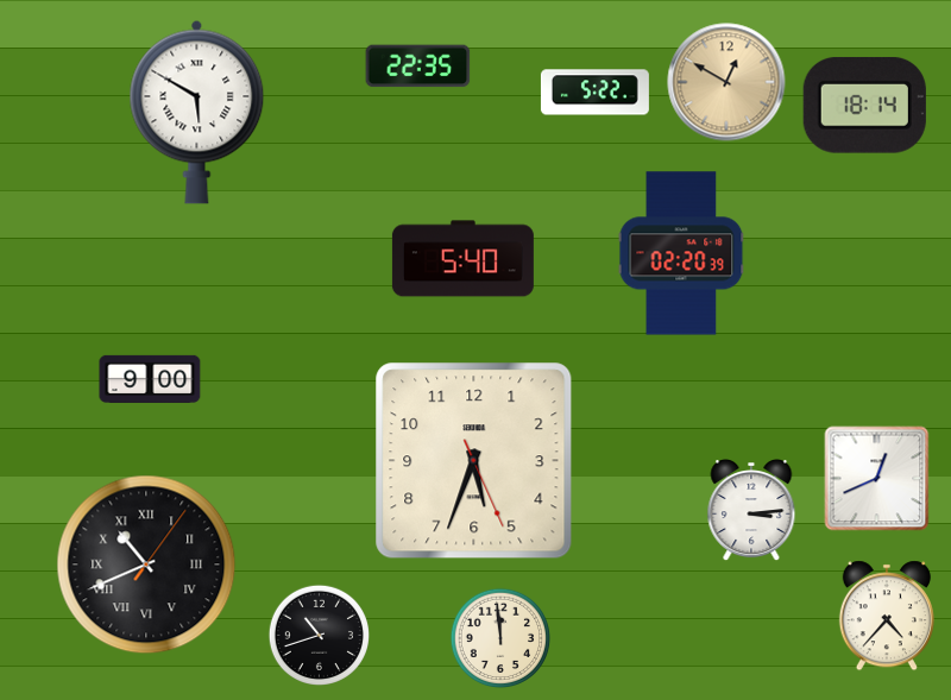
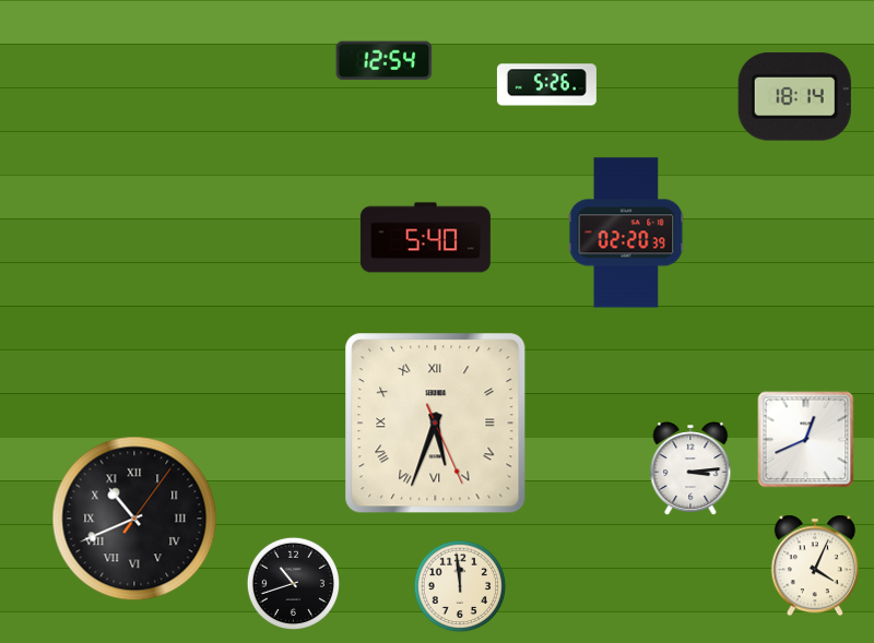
clock at (418, 67): 22:35 -> 12:54
clock at (726, 82): 12:50 -> none
clock at (594, 93): 5:22 -> 5:26
clock at (197, 112): 5:50 -> none
clock at (150, 379): 9:00 -> none
clock at (474, 461) numerals: Arabic -> Roman
clock at (887, 616): 4:37 -> 4:04
